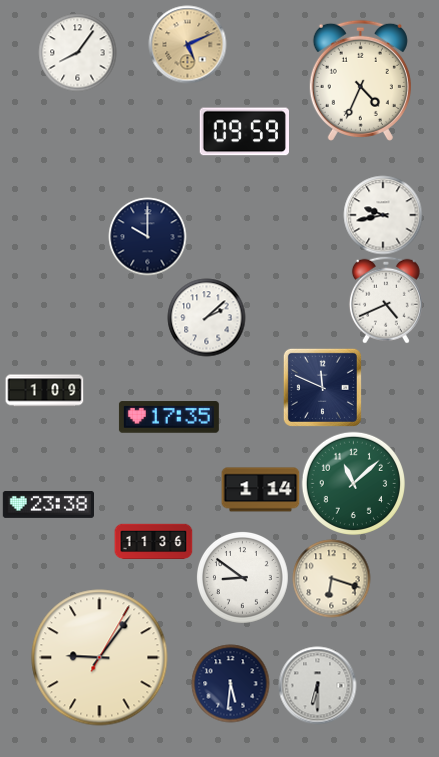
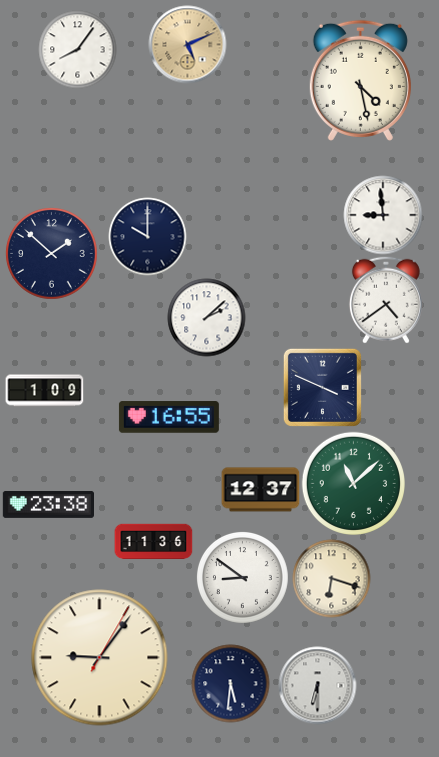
clock at (77, 52) position: (77, 52) -> (77, 49)
clock at (360, 80): 4:34 -> 4:28
clock at (244, 132): 09:59 -> none
clock at (383, 215): 9:43 -> 8:59
clock at (51, 253): none -> 1:52
clock at (386, 300): 4:41 -> 4:39
clock at (322, 387): 11:49 -> 3:49
clock at (169, 417): 17:35 -> 16:55
clock at (260, 490): 1:14 -> 12:37
